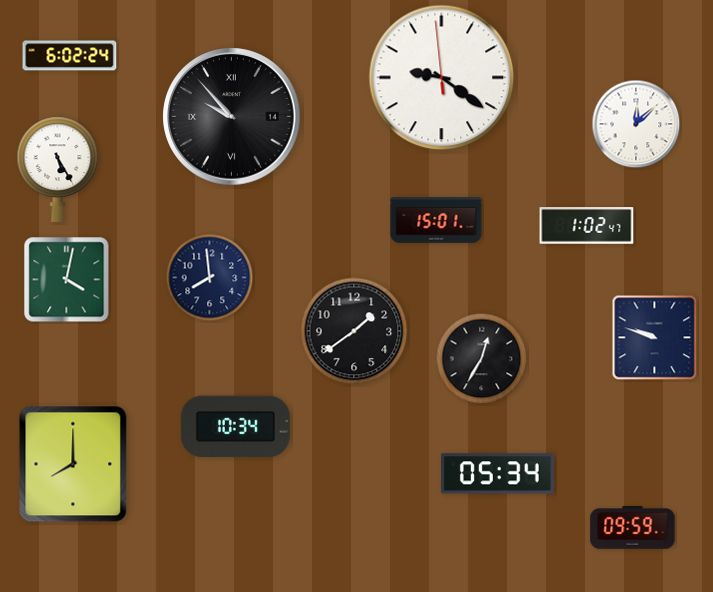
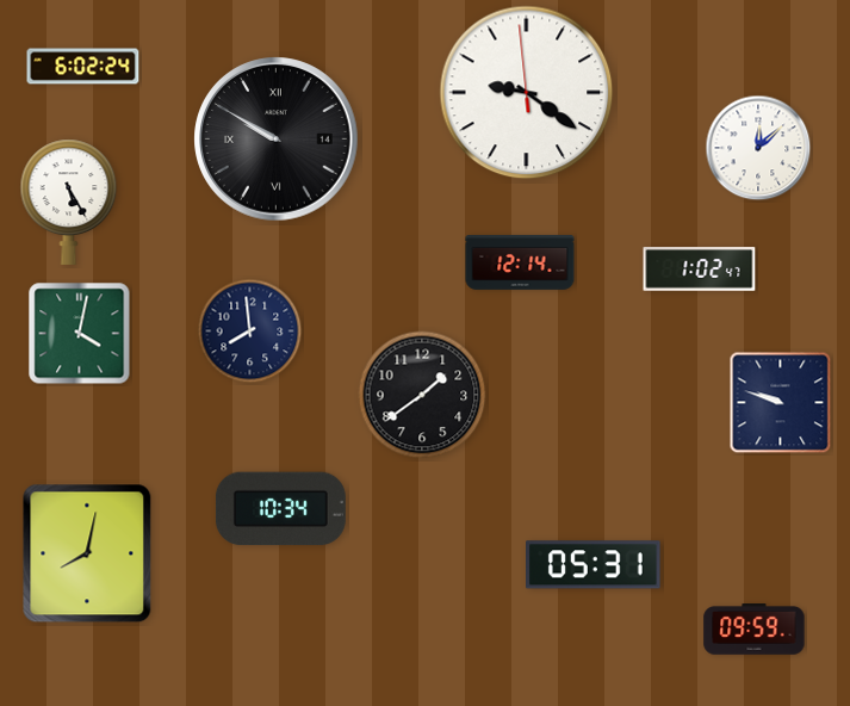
clock at (232, 117): 9:53 -> 9:50
clock at (436, 220): 15:01 -> 12:14
clock at (482, 359): 12:35 -> none
clock at (73, 464): 8:00 -> 8:02
clock at (498, 474): 05:34 -> 05:31
